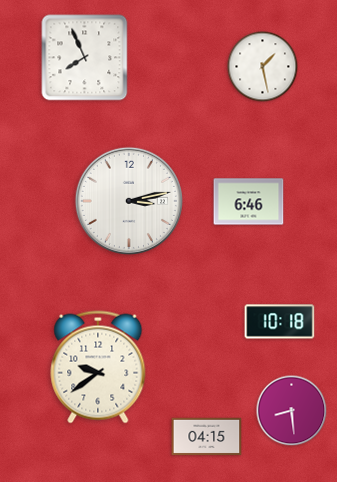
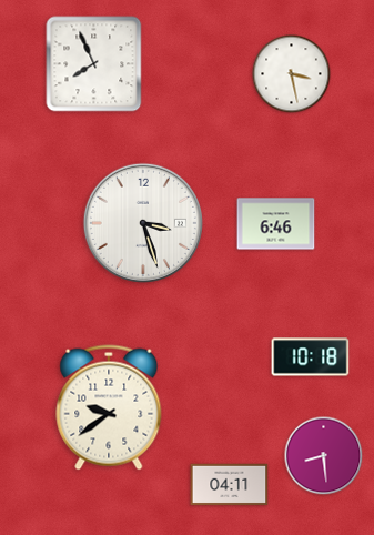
clock at (263, 67): 1:28 -> 3:28
clock at (129, 201): 3:13 -> 3:27
clock at (207, 437): 04:15 -> 04:11
